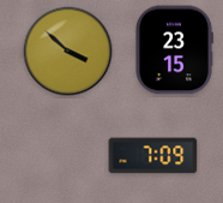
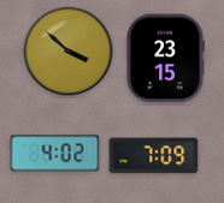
clock at (174, 50) position: (174, 50) -> (165, 59)
clock at (55, 154): none -> 4:02
